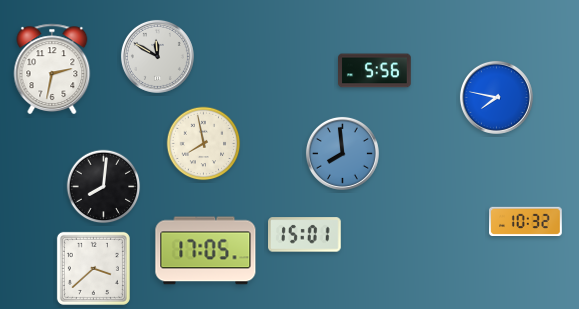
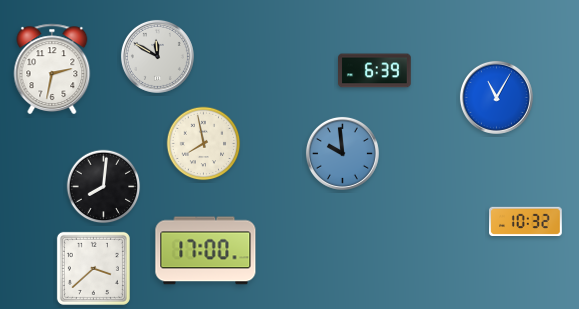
clock at (375, 71): 5:56 -> 6:39
clock at (496, 97): 7:47 -> 11:05
clock at (342, 153): 7:59 -> 9:59
clock at (305, 235): 15:01 -> none
clock at (206, 251): 17:05 -> 17:00
